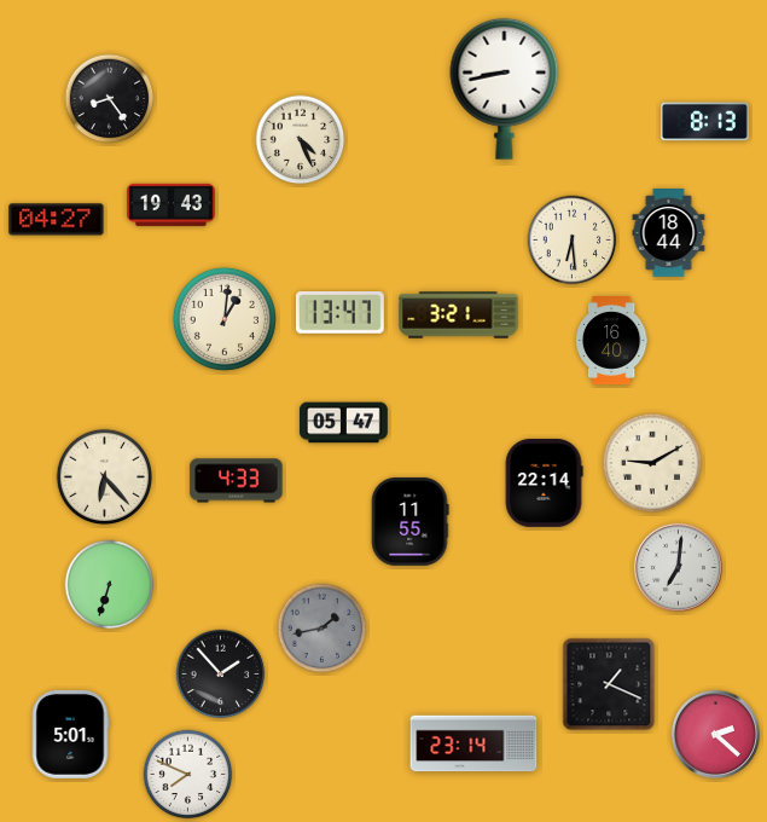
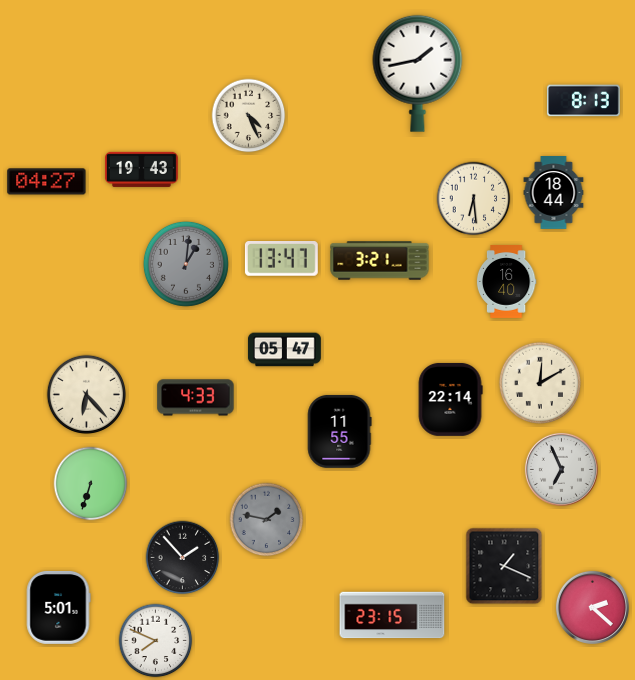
clock at (505, 88): 8:43 -> 1:43
clock at (110, 99): 8:24 -> none
clock at (225, 319) dial: cream -> grey
clock at (652, 463): 9:10 -> 12:10
clock at (678, 567): 7:01 -> 6:56
clock at (323, 629): 1:43 -> 1:47
clock at (473, 743): 23:14 -> 23:15
